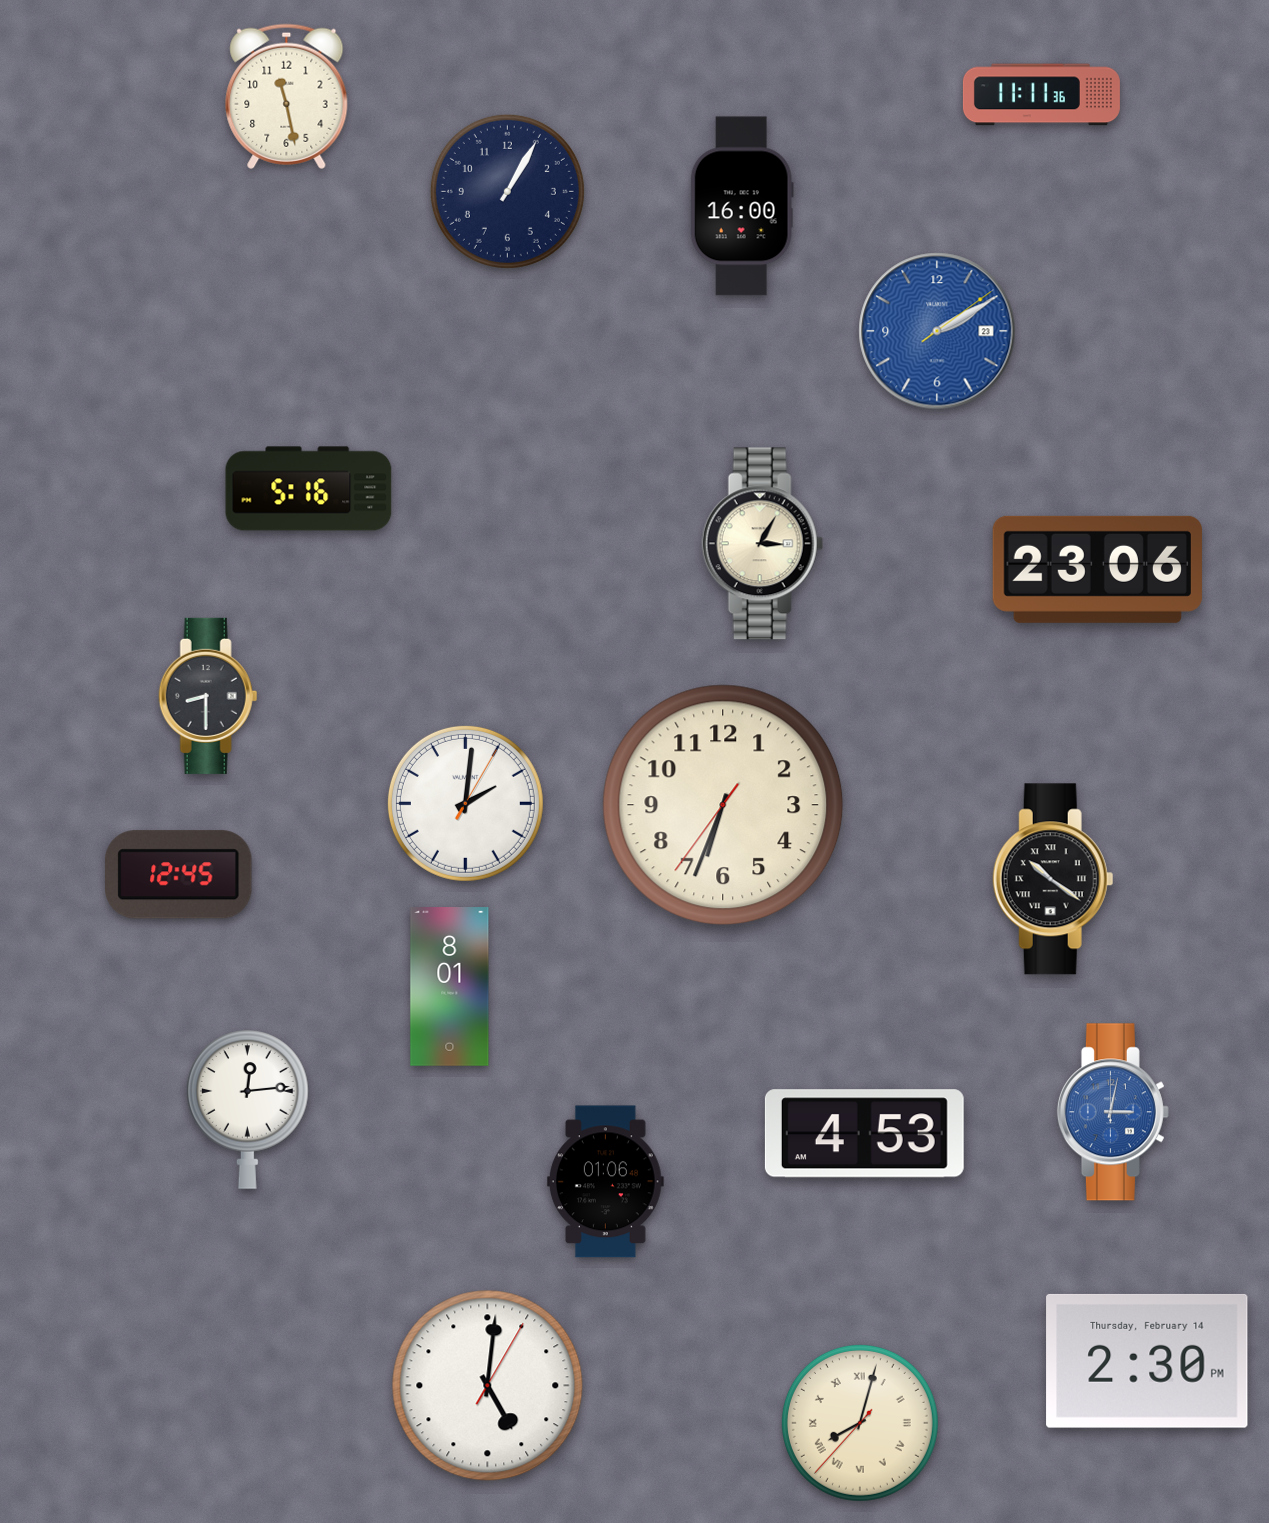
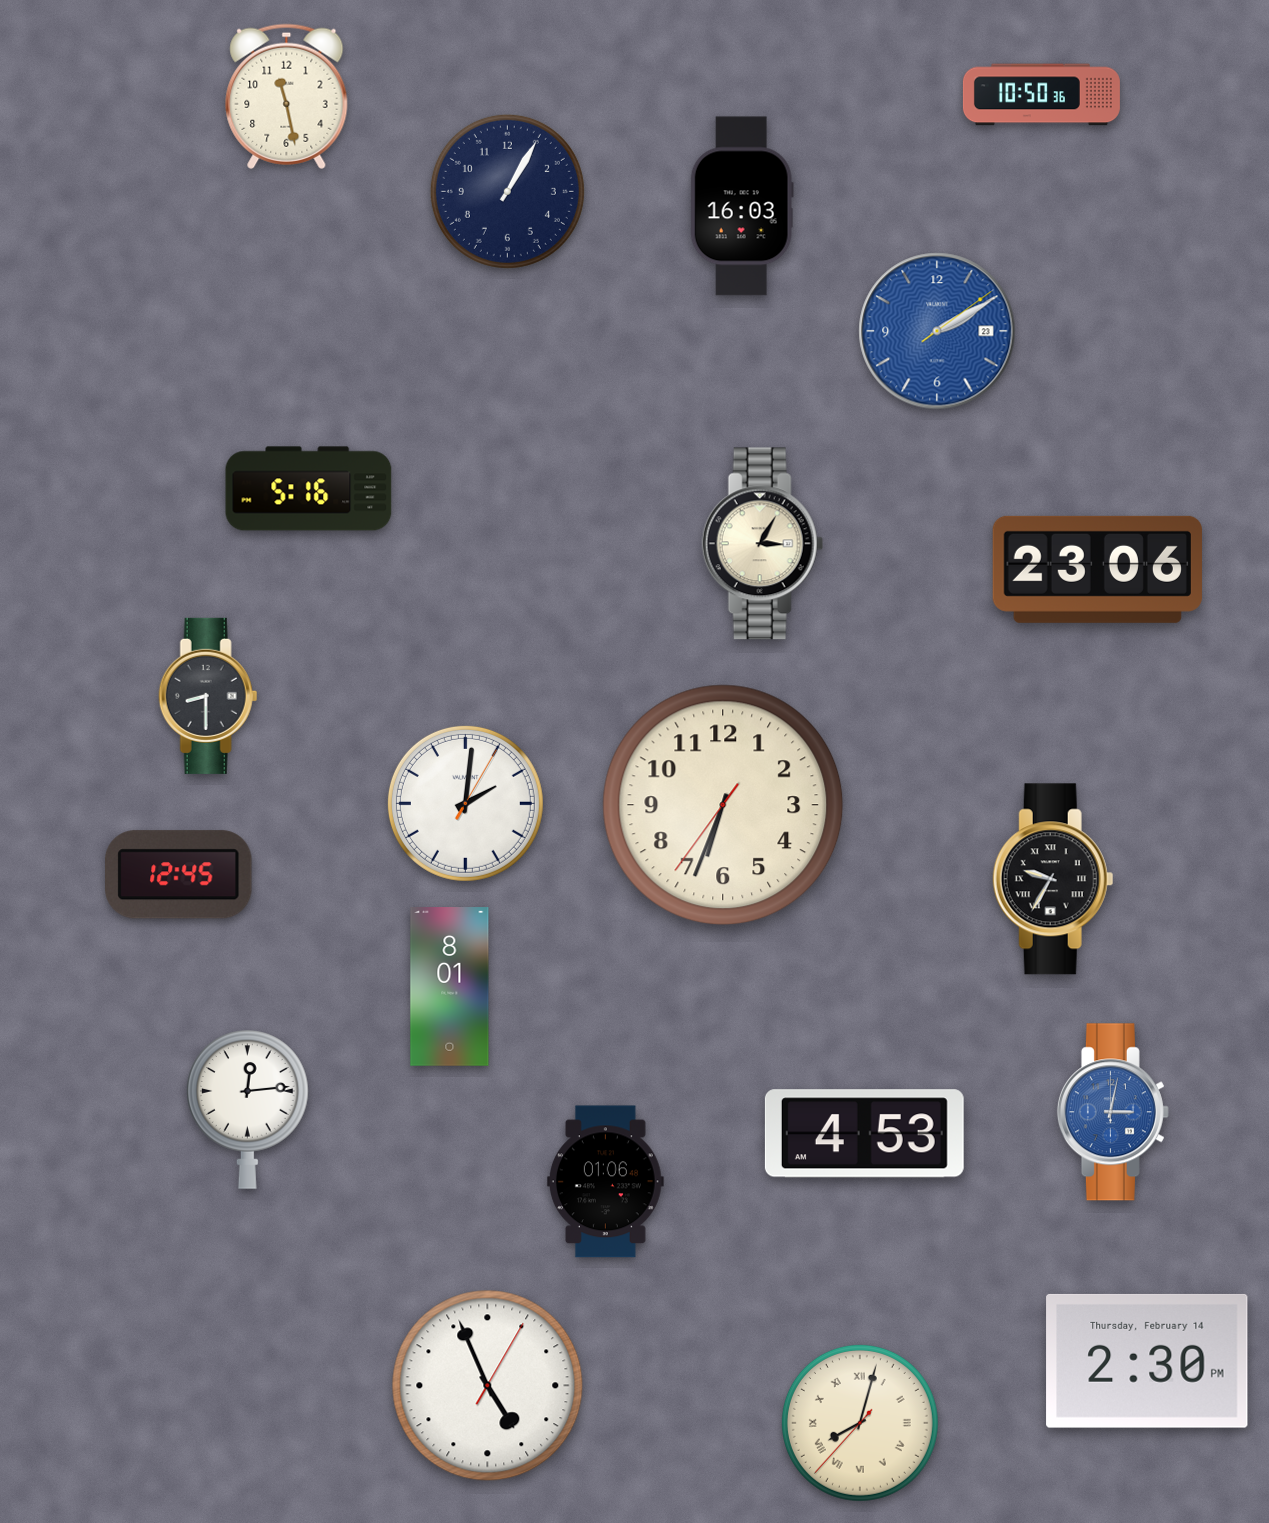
clock at (1041, 95): 11:11 -> 10:50
clock at (742, 206): 16:00 -> 16:03
clock at (1053, 879): 10:21 -> 9:35
clock at (488, 1386): 5:01 -> 4:56
